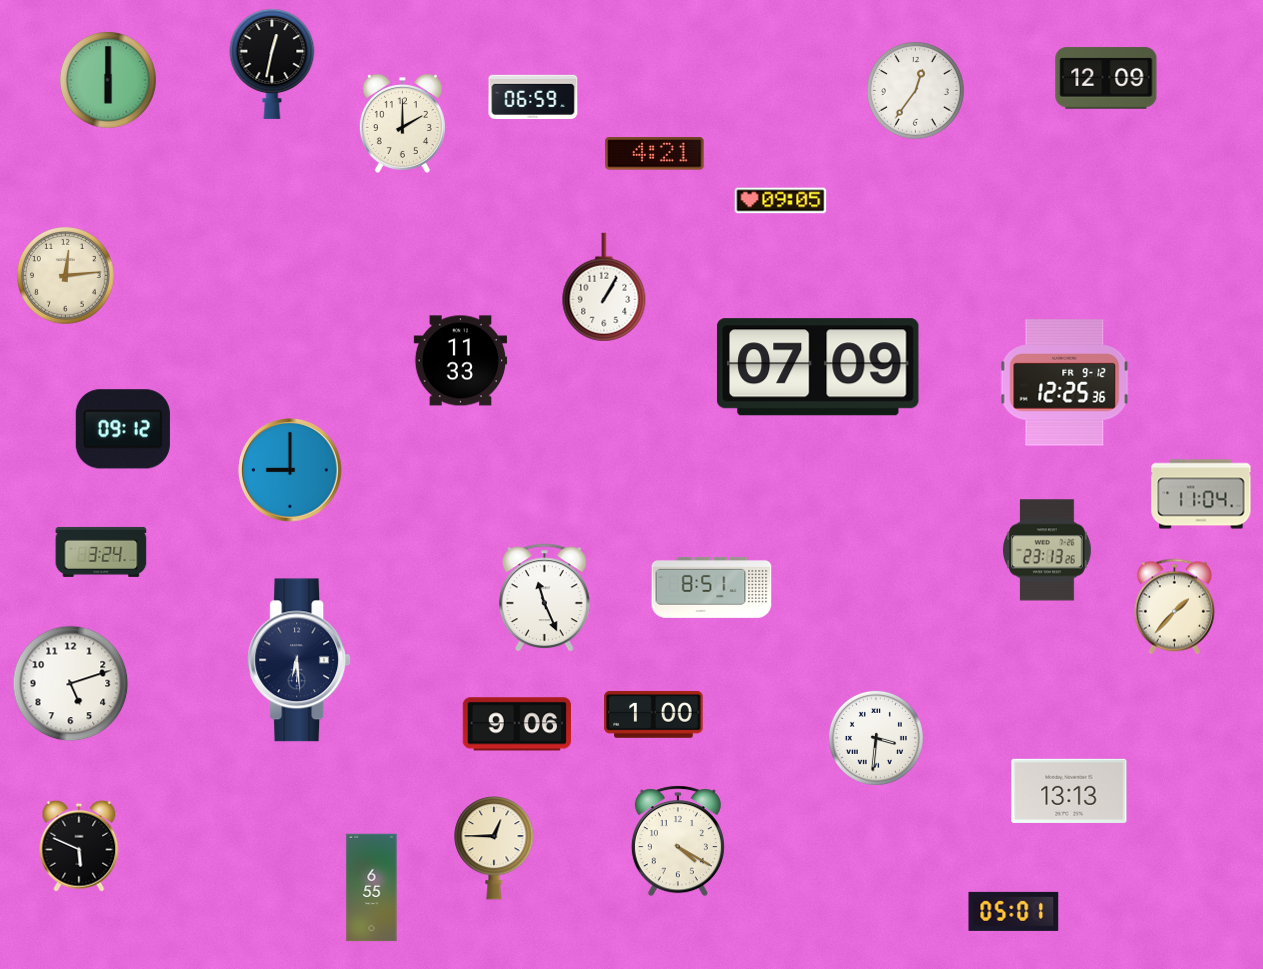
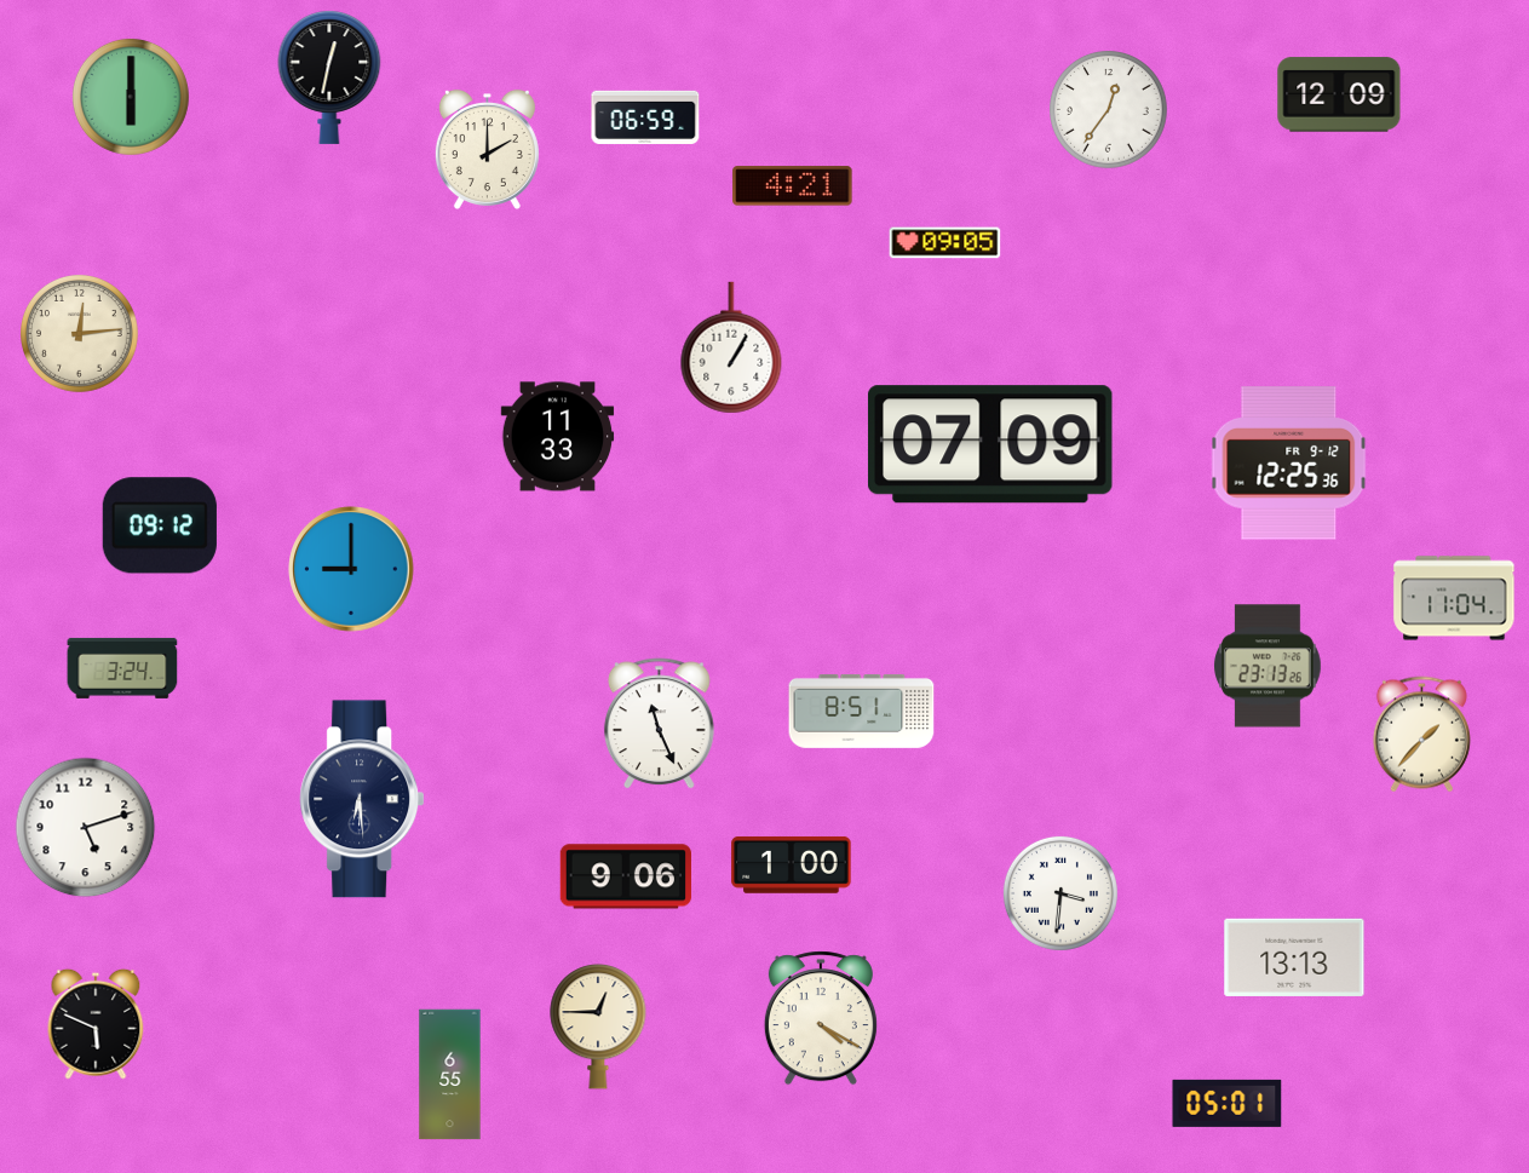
clock at (123, 429) position: (123, 429) -> (160, 525)
